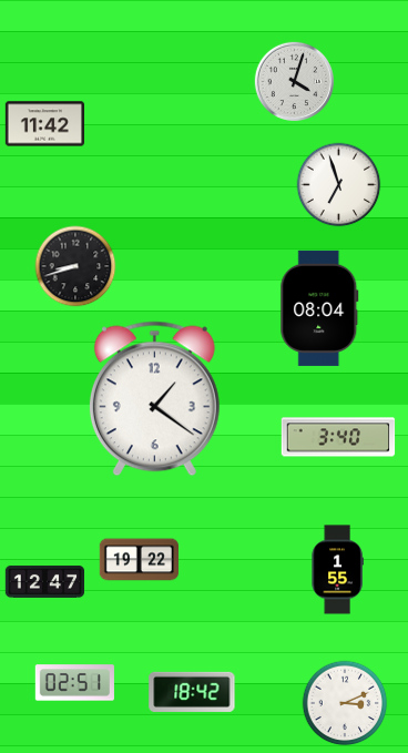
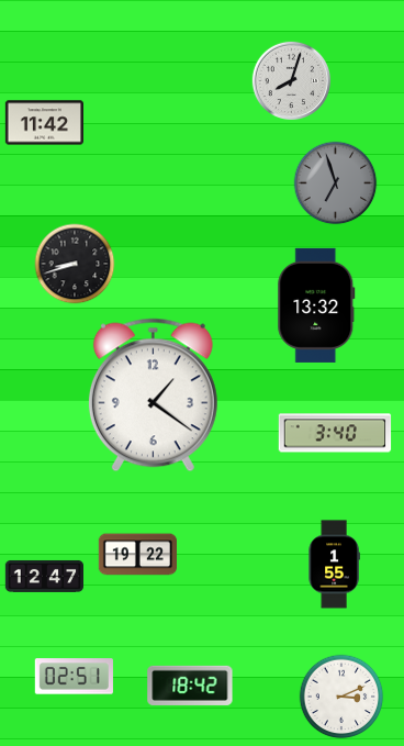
clock at (295, 82): 4:03 -> 8:03
clock at (339, 185) dial: white -> grey
clock at (319, 308): 08:04 -> 13:32
